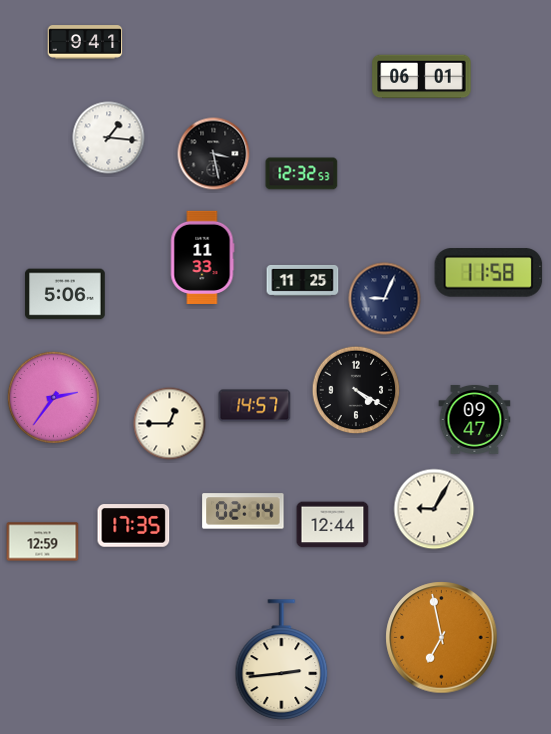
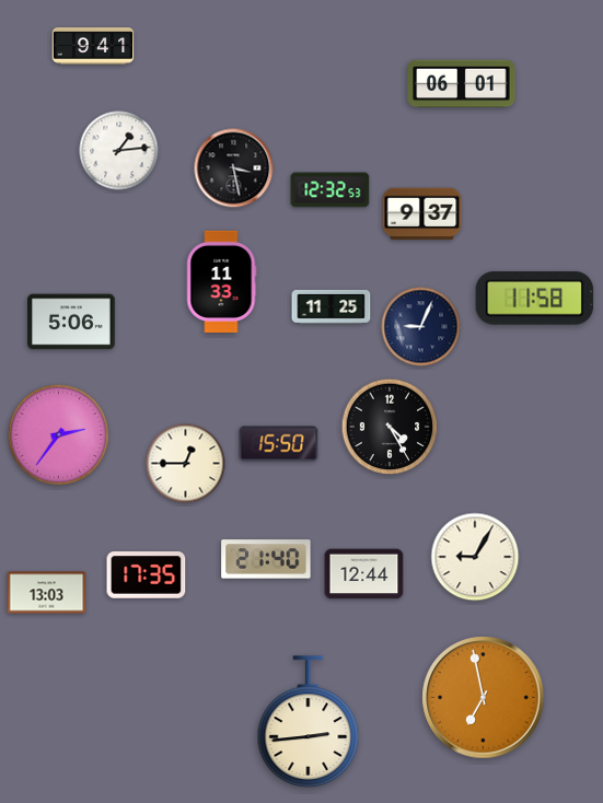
clock at (109, 138): 1:16 -> 1:14
clock at (422, 214): none -> 9:37
clock at (356, 390): 4:20 -> 4:25
clock at (255, 406): 14:57 -> 15:50
clock at (475, 419): 09:47 -> none
clock at (243, 511): 02:14 -> 21:40
clock at (43, 542): 12:59 -> 13:03
